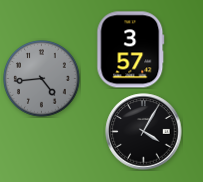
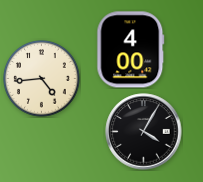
clock at (131, 50): 3:57 -> 4:00
clock at (42, 79) dial: grey -> cream
